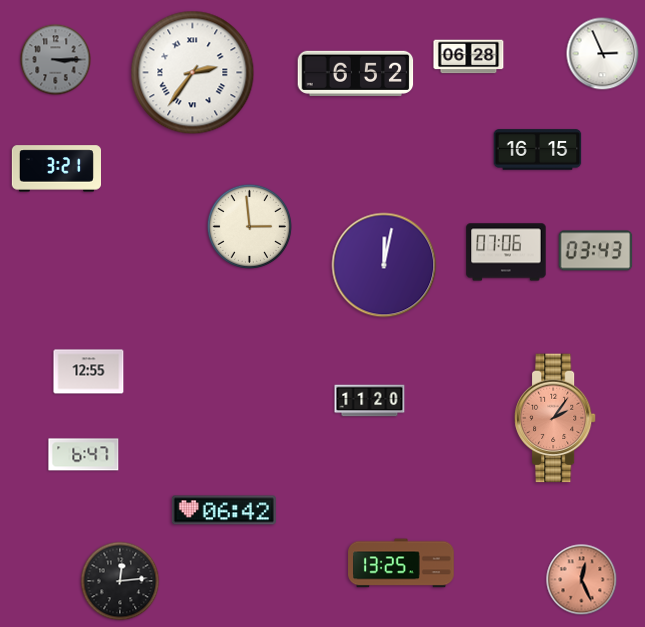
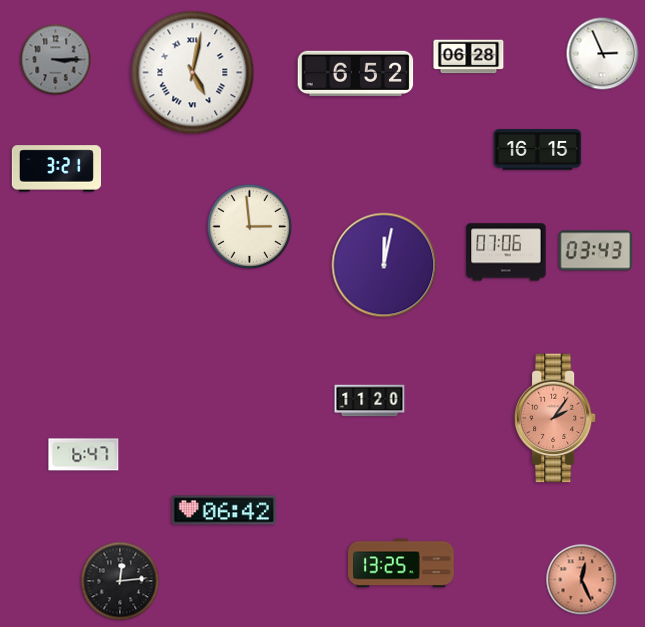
clock at (193, 73): 2:36 -> 5:02
clock at (89, 372): 12:55 -> none
